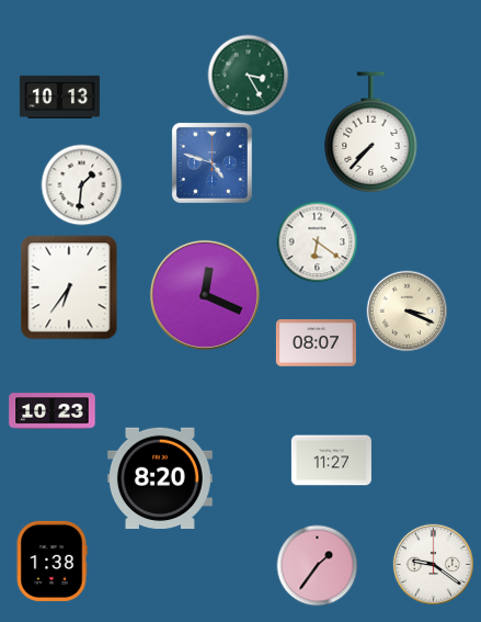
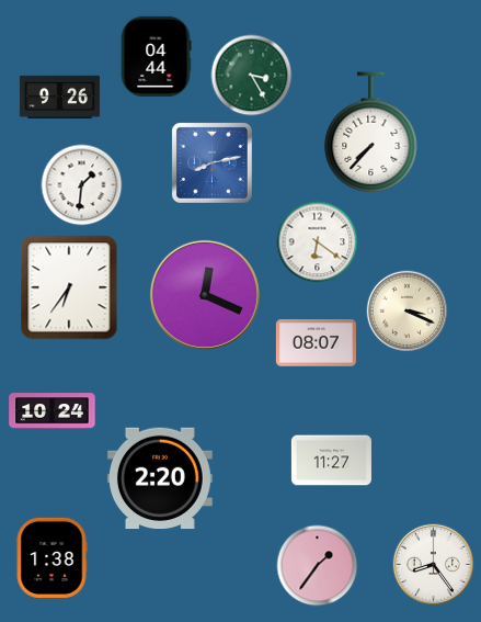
clock at (156, 56): none -> 04:44
clock at (249, 76) position: (249, 76) -> (252, 76)
clock at (59, 98): 10:13 -> 9:26
clock at (211, 162): 4:48 -> 8:13
clock at (53, 411): 10:23 -> 10:24
clock at (160, 478): 8:20 -> 2:20
clock at (51, 561) position: (51, 561) -> (51, 557)
clock at (434, 565): 9:21 -> 8:24
